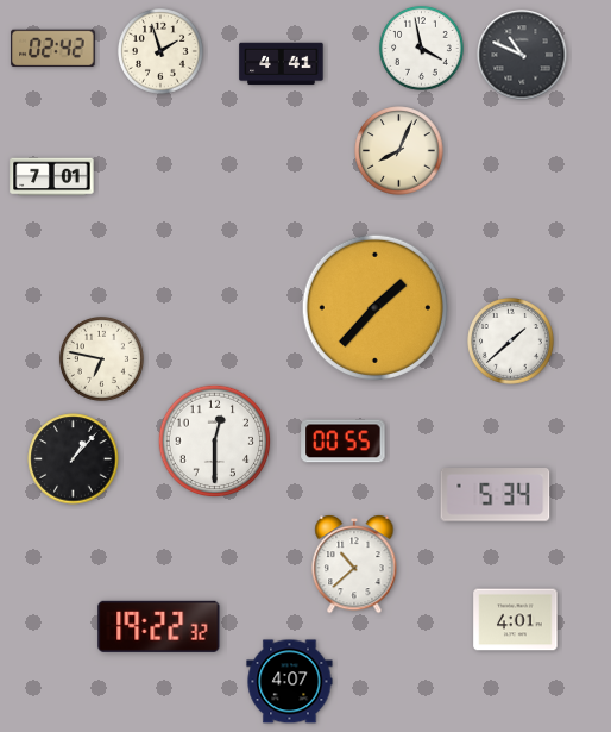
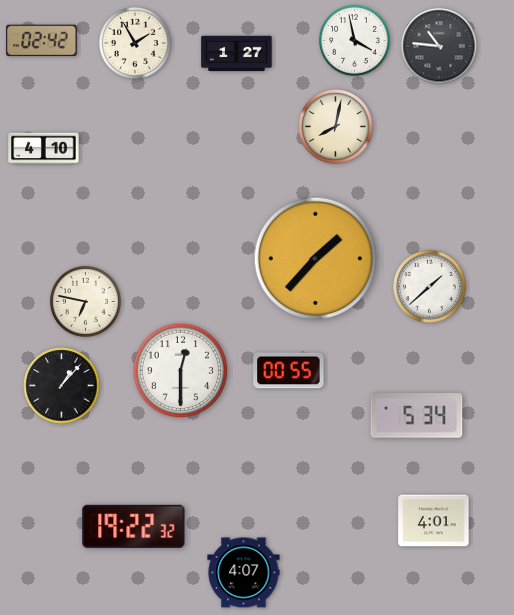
clock at (53, 49) position: (53, 49) -> (42, 41)
clock at (162, 52): 1:57 -> 1:55
clock at (522, 55): 10:49 -> 10:46
clock at (282, 64): 4:41 -> 1:27
clock at (399, 151): 8:04 -> 8:02
clock at (52, 177): 7:01 -> 4:10
clock at (354, 565): 10:38 -> none
